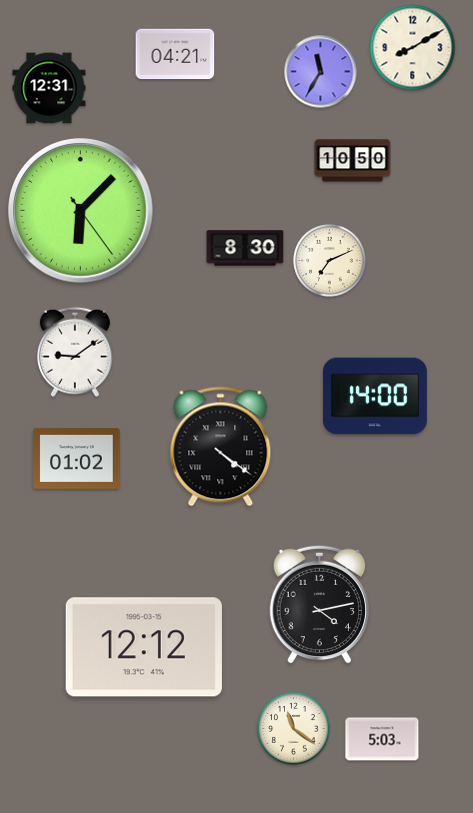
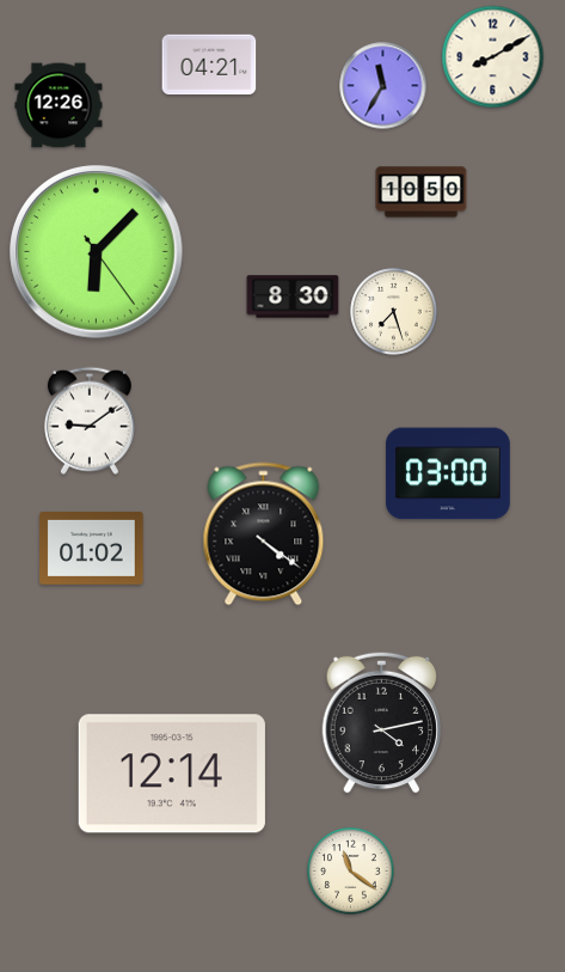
clock at (49, 88): 12:31 -> 12:26
clock at (330, 261): 7:11 -> 7:27
clock at (376, 396): 14:00 -> 03:00
clock at (144, 647): 12:12 -> 12:14
clock at (382, 739): 5:03 -> none
